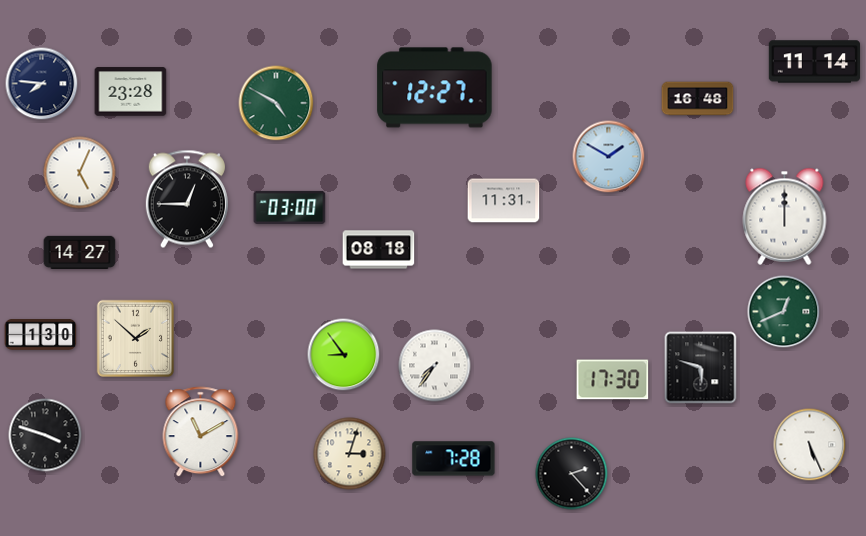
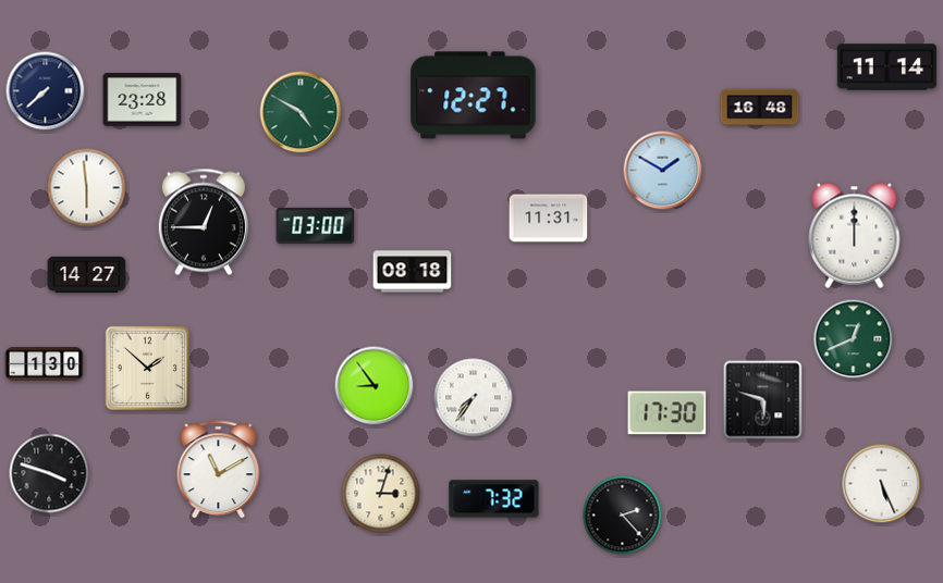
clock at (42, 84): 7:46 -> 7:38
clock at (80, 173): 5:04 -> 5:59
clock at (187, 199) position: (187, 199) -> (204, 222)
clock at (454, 459): 7:28 -> 7:32
